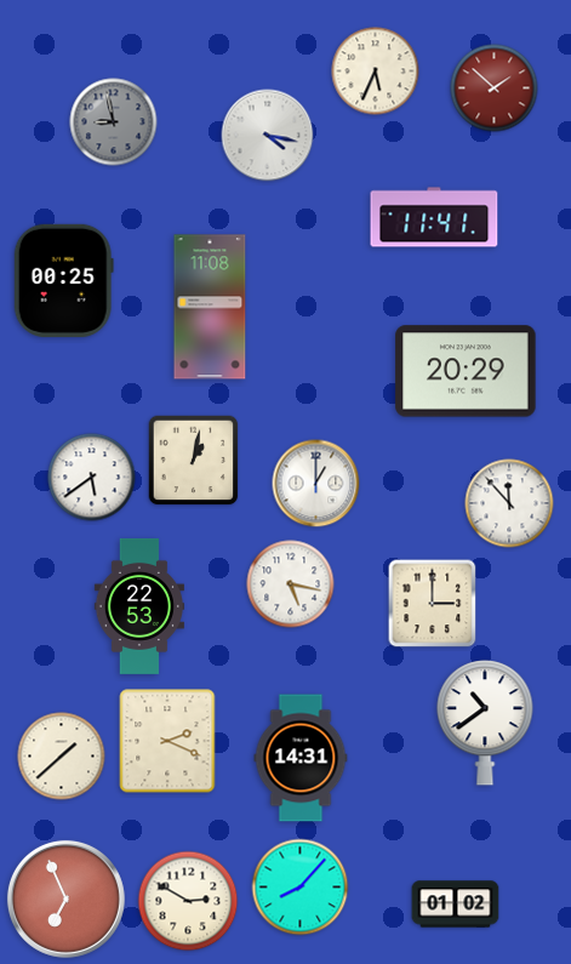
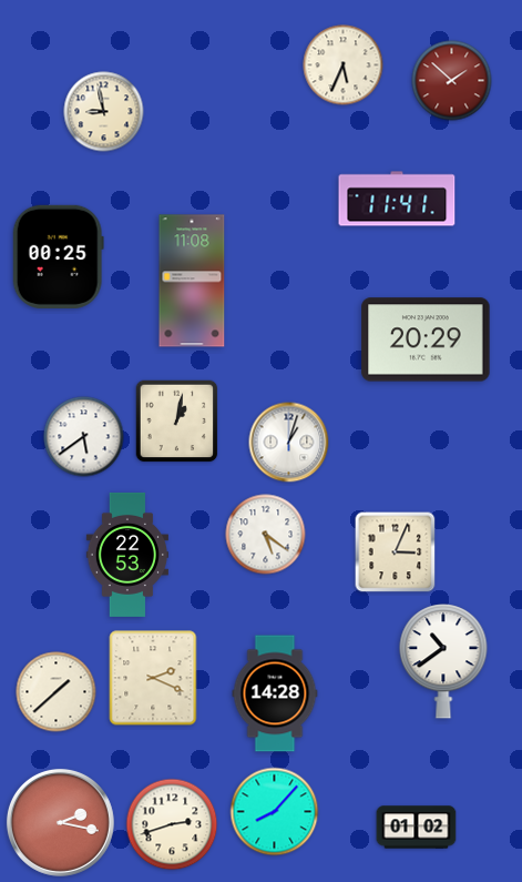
clock at (114, 122) dial: grey -> cream
clock at (268, 136): 4:17 -> none
clock at (316, 484): 1:00 -> 1:03
clock at (509, 503): 11:53 -> none
clock at (291, 584): 5:17 -> 5:21
clock at (433, 604): 3:00 -> 3:04
clock at (301, 758): 14:31 -> 14:28
clock at (65, 899): 6:56 -> 2:17
clock at (188, 901): 2:50 -> 2:42
